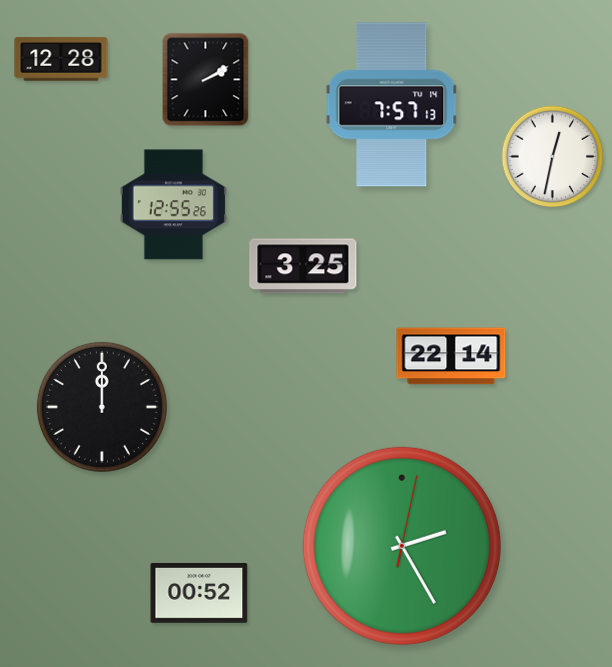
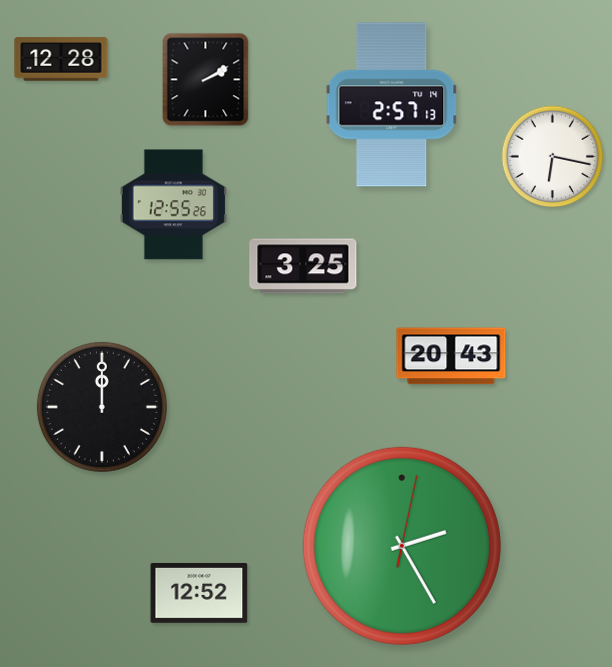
clock at (392, 105): 7:57 -> 2:57
clock at (553, 157): 12:32 -> 6:17
clock at (451, 356): 22:14 -> 20:43
clock at (199, 593): 00:52 -> 12:52
